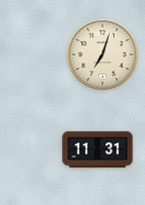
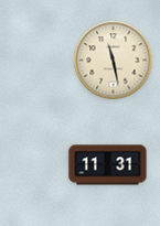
clock at (103, 55): 7:03 -> 11:28
